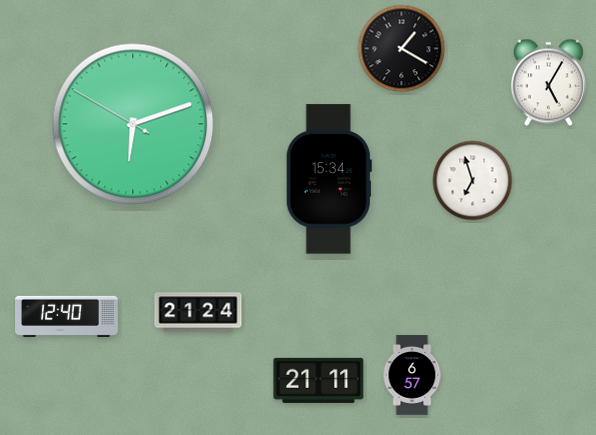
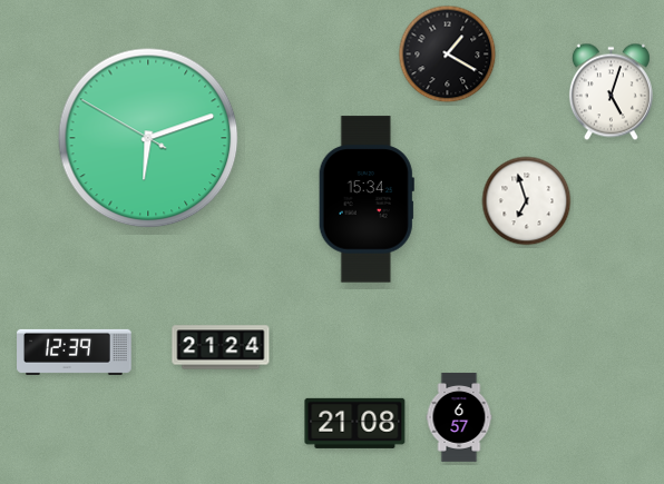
clock at (548, 83): 5:05 -> 5:03
clock at (67, 316): 12:40 -> 12:39
clock at (319, 380): 21:11 -> 21:08
